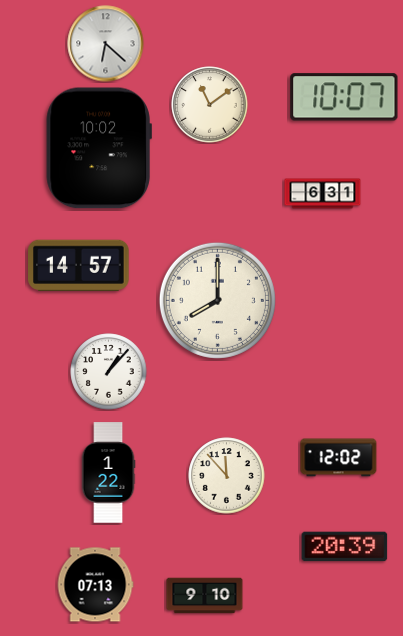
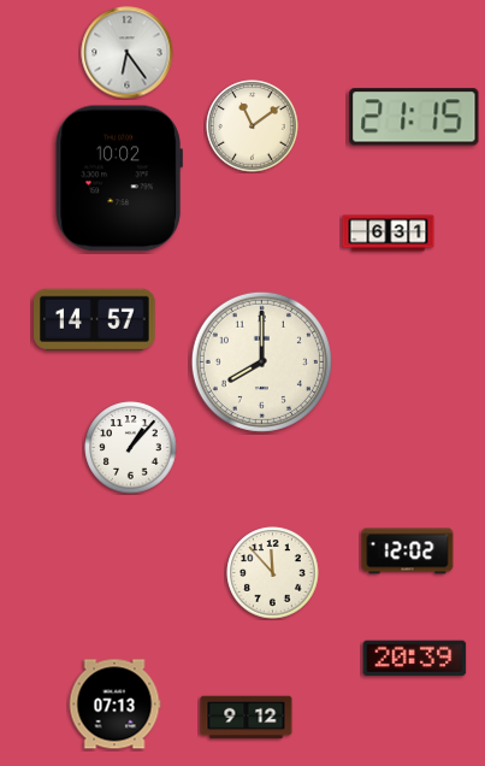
clock at (106, 44): 6:22 -> 6:24
clock at (344, 97): 10:07 -> 21:15
clock at (108, 473): 1:22 -> none
clock at (205, 596): 9:10 -> 9:12
